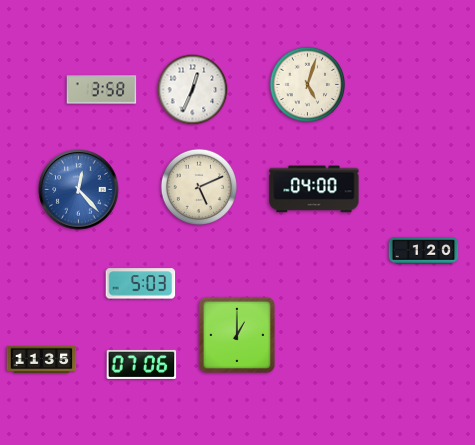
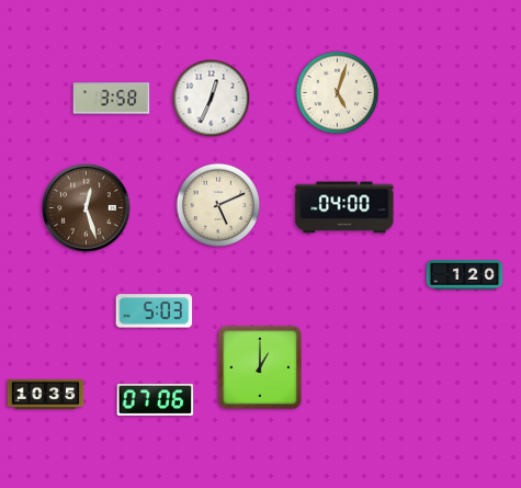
clock at (79, 190): 12:23 -> 12:27
clock at (79, 190) dial: blue -> brown
clock at (42, 359): 11:35 -> 10:35
